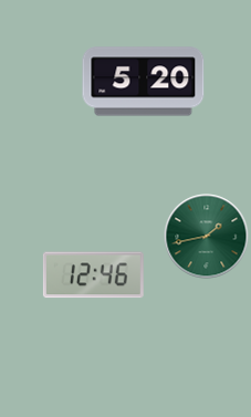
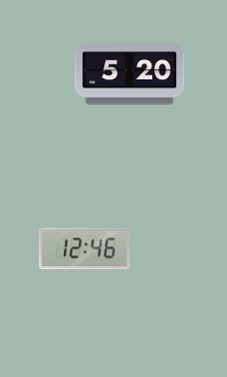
clock at (207, 237): 1:43 -> none
